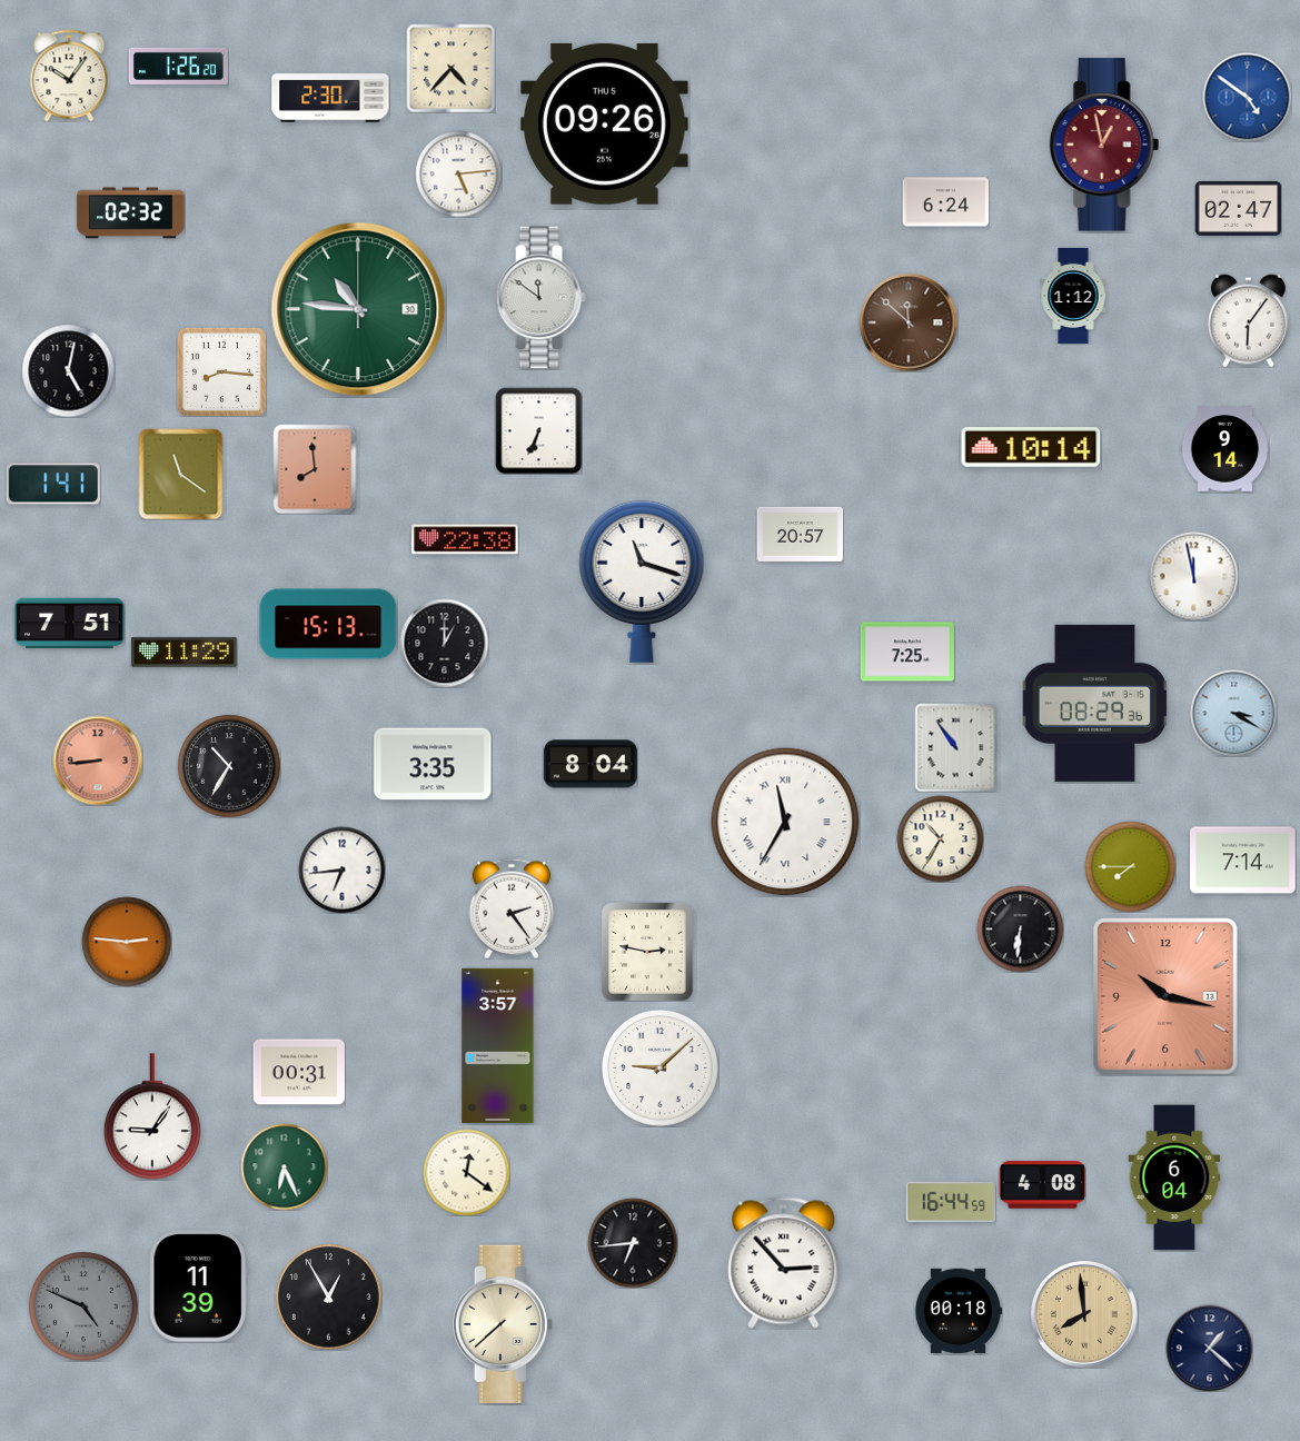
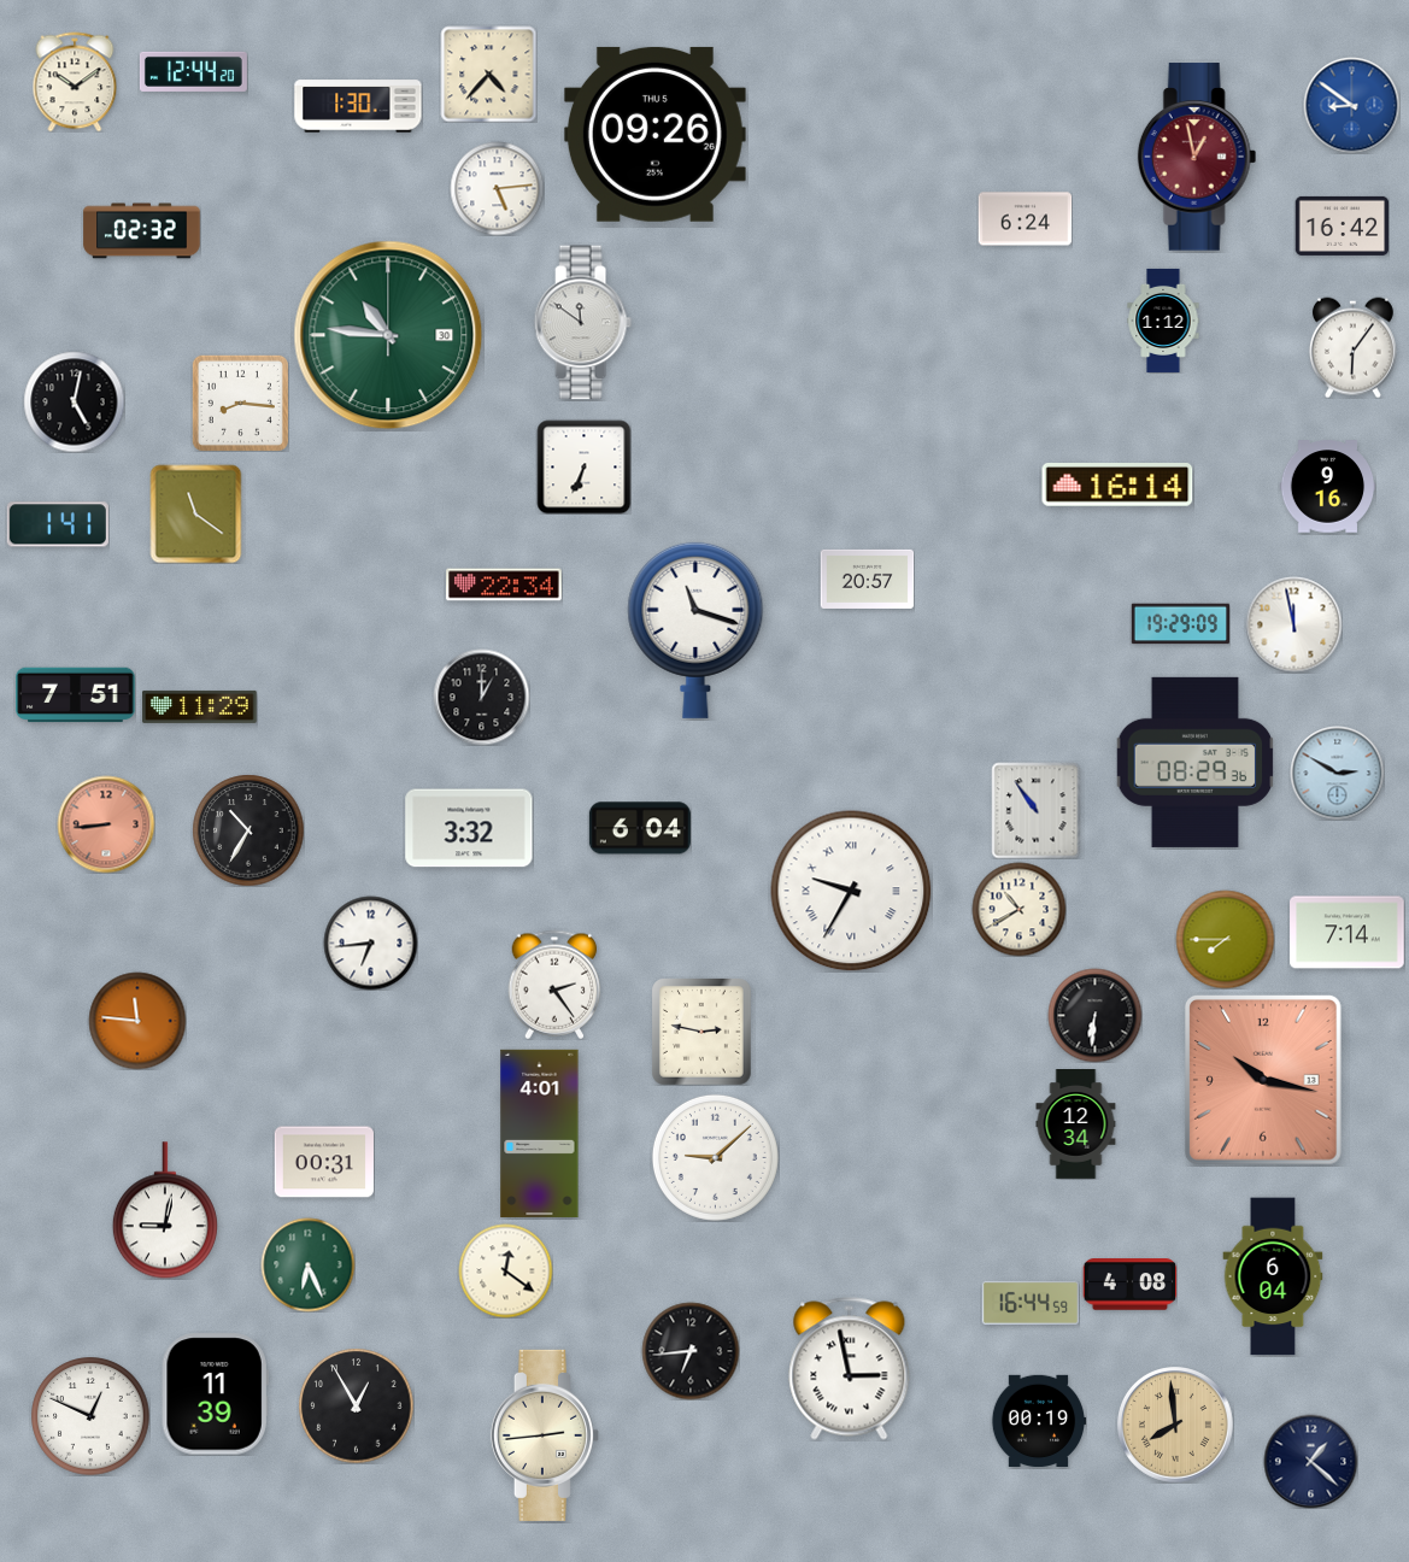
clock at (178, 66): 1:26 -> 12:44
clock at (69, 76): 10:06 -> 10:09
clock at (1247, 97): 4:51 -> 8:51
clock at (330, 98): 2:30 -> 1:30
clock at (1238, 208): 02:47 -> 16:42
clock at (540, 298) position: (540, 298) -> (582, 323)
clock at (909, 322): 11:52 -> none
clock at (1031, 448): 10:14 -> 16:14
clock at (1224, 449): 9:14 -> 9:16
clock at (315, 469): 7:59 -> none
clock at (465, 539): 22:38 -> 22:34
clock at (1180, 624): none -> 19:29
clock at (70, 624) position: (70, 624) -> (76, 695)
clock at (328, 624): 15:13 -> none
clock at (907, 652): 7:25 -> none
clock at (1095, 703) position: (1095, 703) -> (1196, 762)
clock at (1233, 713): 3:20 -> 2:50
clock at (433, 764): 3:35 -> 3:32
clock at (591, 764): 8:04 -> 6:04
clock at (785, 822): 11:35 -> 9:35
clock at (940, 838): 10:35 -> 10:40
clock at (1020, 928) position: (1020, 928) -> (1094, 1015)
clock at (127, 942): 2:46 -> 11:46
clock at (1076, 1124): none -> 12:34
clock at (498, 1045): 3:57 -> 4:01
clock at (152, 1116): 9:06 -> 9:02
clock at (633, 1243) position: (633, 1243) -> (691, 1351)
clock at (784, 1263): 2:53 -> 2:58
clock at (83, 1306): 4:49 -> 12:49
clock at (83, 1306) dial: grey -> white
clock at (959, 1310): 00:18 -> 00:19
clock at (503, 1324): 7:38 -> 2:44
